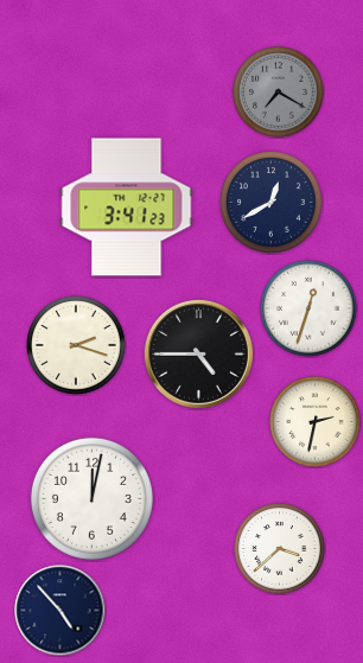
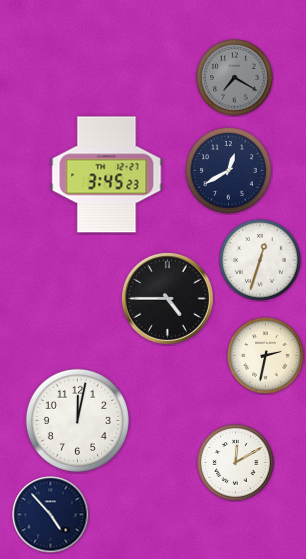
clock at (127, 208): 3:41 -> 3:45
clock at (77, 346): 2:18 -> none
clock at (280, 549): 3:38 -> 12:10
